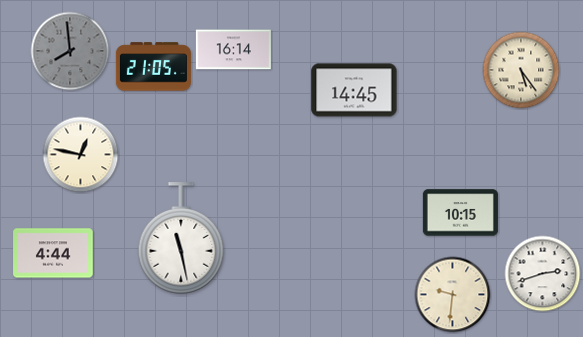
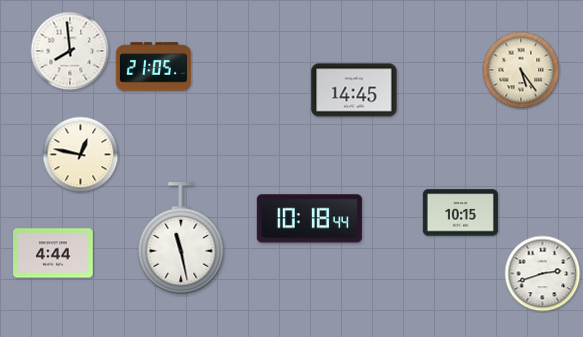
clock at (233, 50): 16:14 -> none
clock at (70, 51) dial: grey -> white
clock at (309, 219): none -> 10:18
clock at (453, 295): 9:31 -> none
